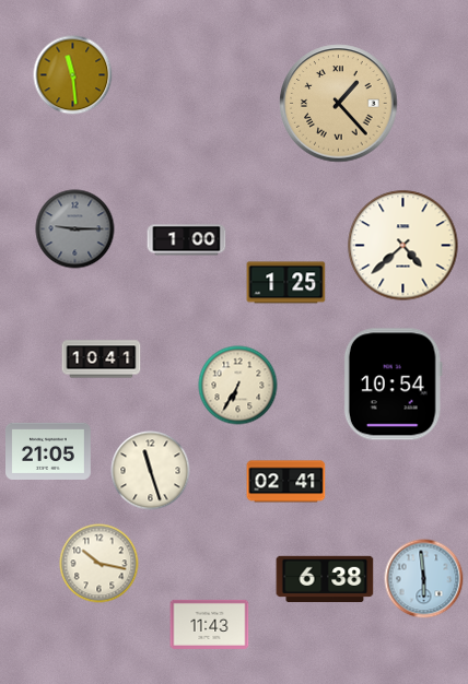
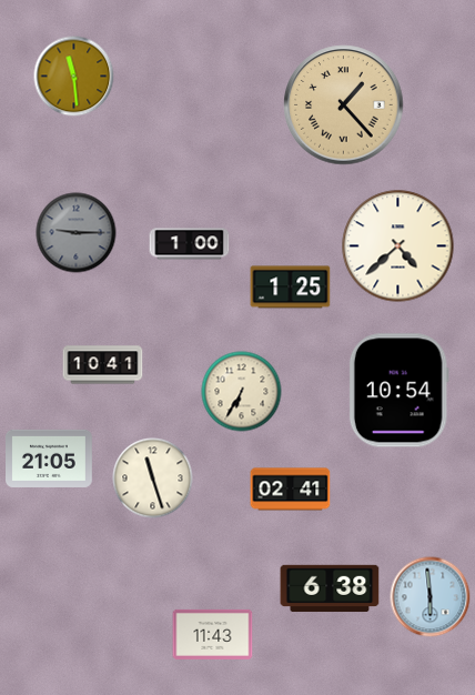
clock at (403, 246) position: (403, 246) -> (398, 246)
clock at (100, 564): 10:17 -> none
clock at (424, 579) position: (424, 579) -> (431, 597)
